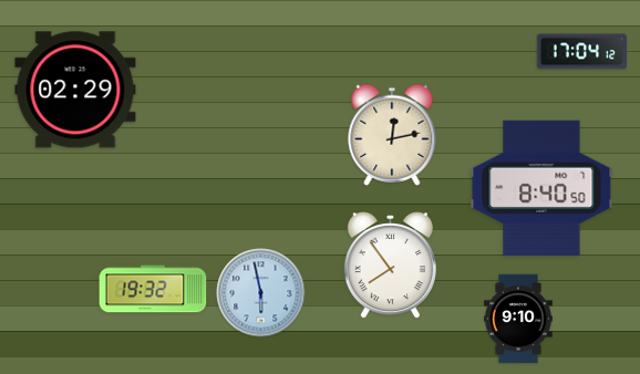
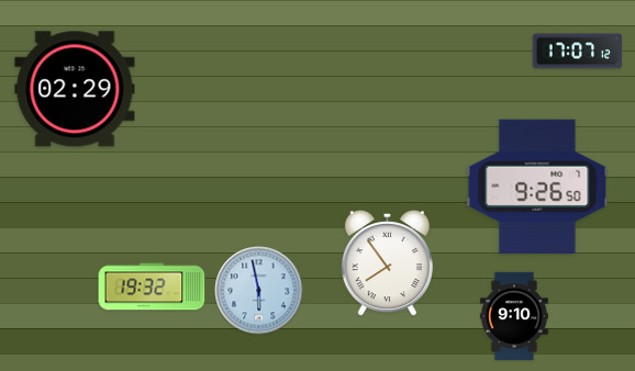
clock at (582, 52): 17:04 -> 17:07
clock at (392, 135): 12:13 -> none
clock at (541, 188): 8:40 -> 9:26
